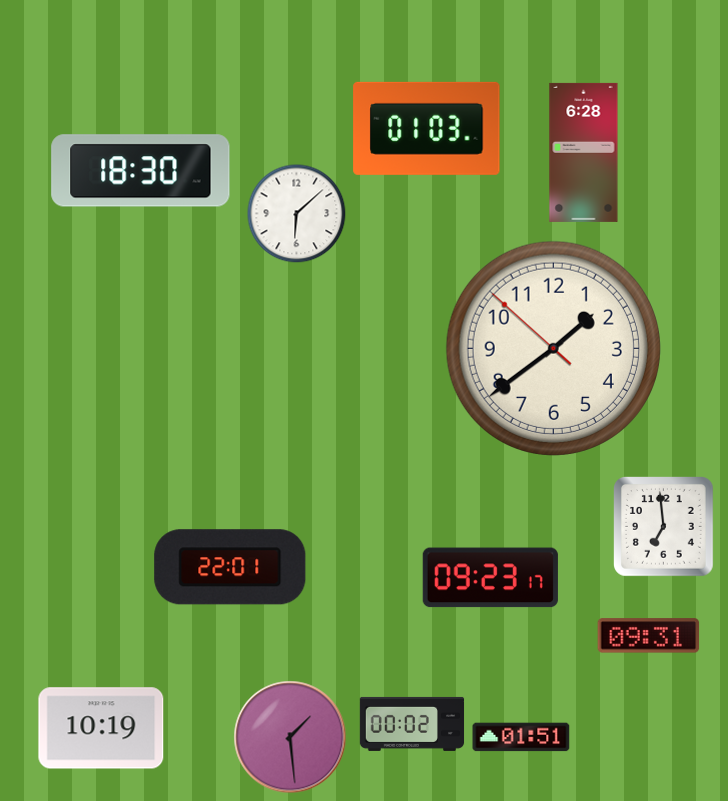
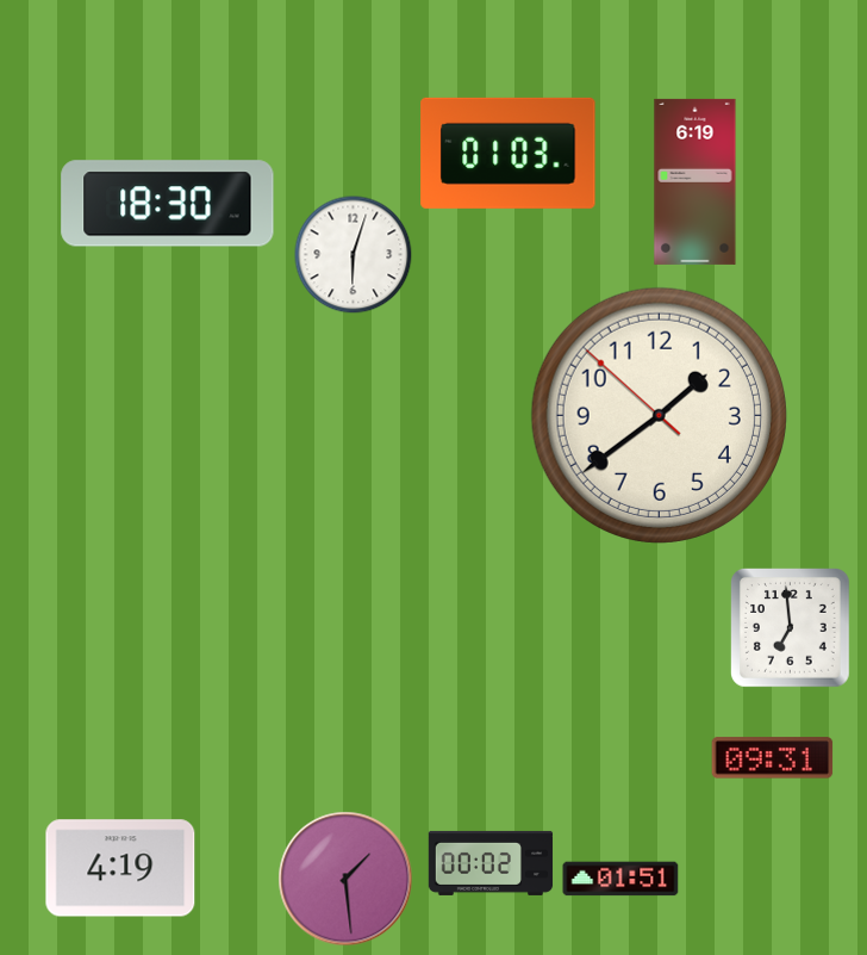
clock at (584, 152): 6:28 -> 6:19
clock at (297, 214): 6:08 -> 6:03
clock at (230, 567): 22:01 -> none
clock at (490, 578): 09:23 -> none
clock at (101, 728): 10:19 -> 4:19
